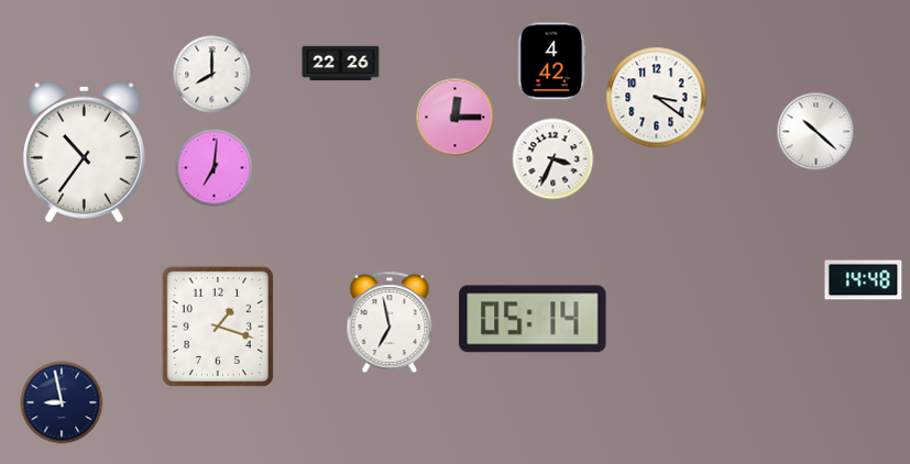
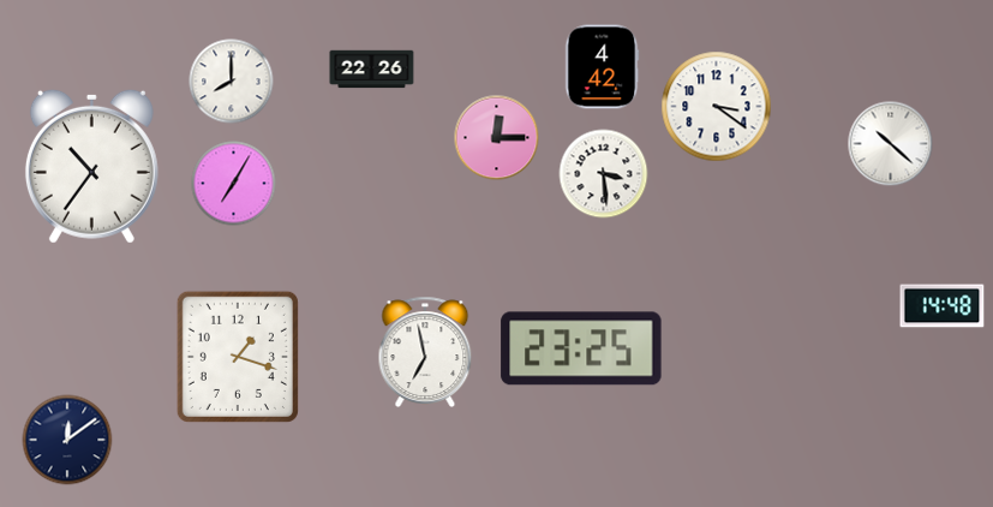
clock at (456, 118) position: (456, 118) -> (497, 138)
clock at (553, 159): 3:34 -> 3:29
clock at (215, 168): 7:01 -> 7:05
clock at (533, 319): 05:14 -> 23:25
clock at (62, 402): 8:58 -> 12:09
